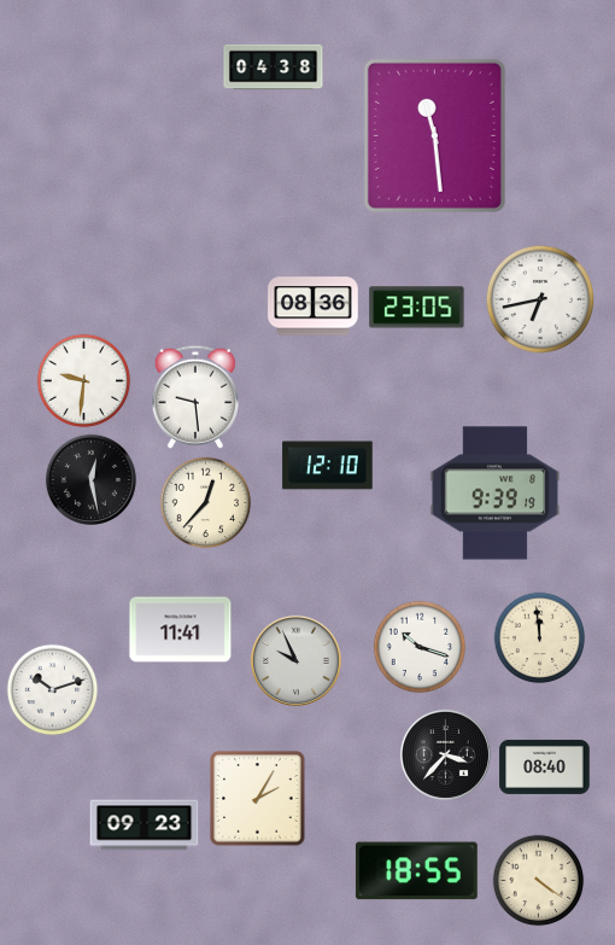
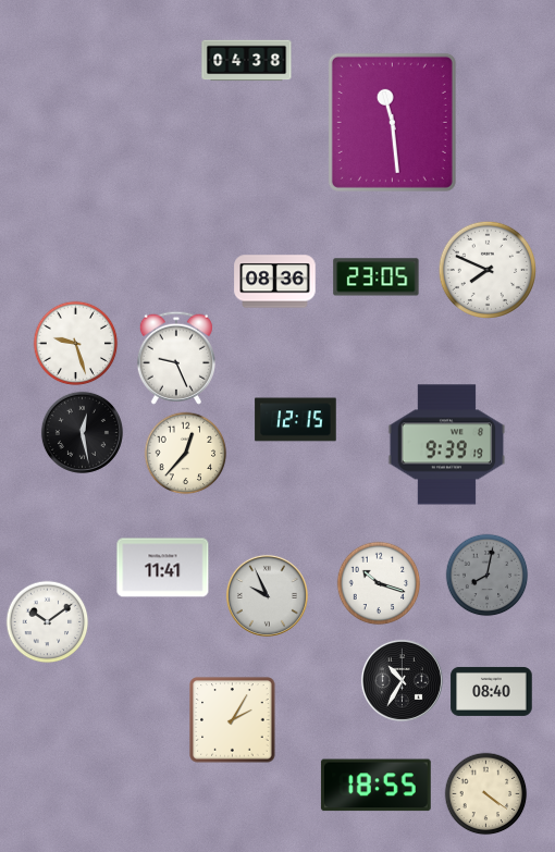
clock at (539, 298): 6:43 -> 7:49
clock at (314, 307) position: (314, 307) -> (275, 282)
clock at (84, 381): 9:31 -> 9:27
clock at (195, 397): 9:29 -> 9:26
clock at (328, 466): 12:10 -> 12:15
clock at (540, 638): 11:59 -> 8:02
clock at (540, 638) dial: cream -> grey
clock at (53, 690): 10:12 -> 10:09
clock at (445, 754): 3:37 -> 10:35
clock at (145, 826): 09:23 -> none
